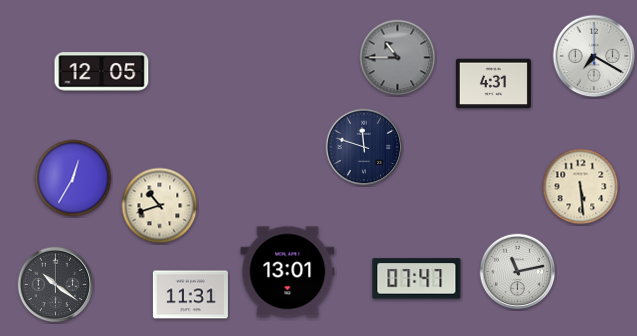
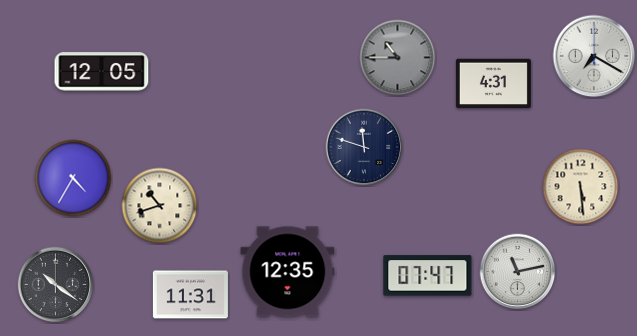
clock at (73, 178): 12:35 -> 4:35
clock at (288, 272): 13:01 -> 12:35
clock at (417, 279) position: (417, 279) -> (428, 276)
